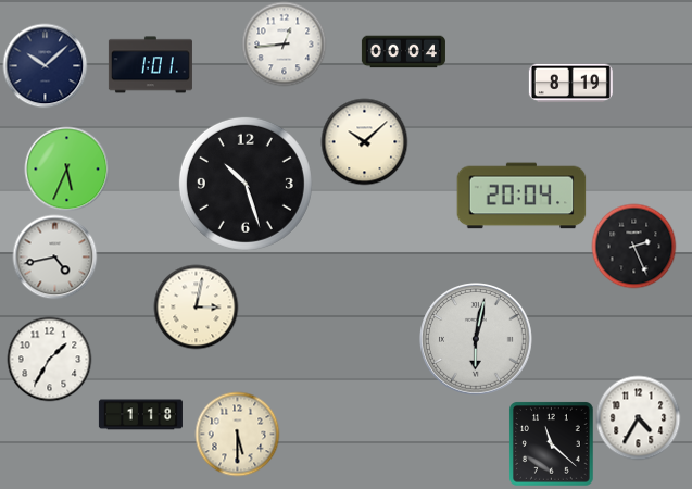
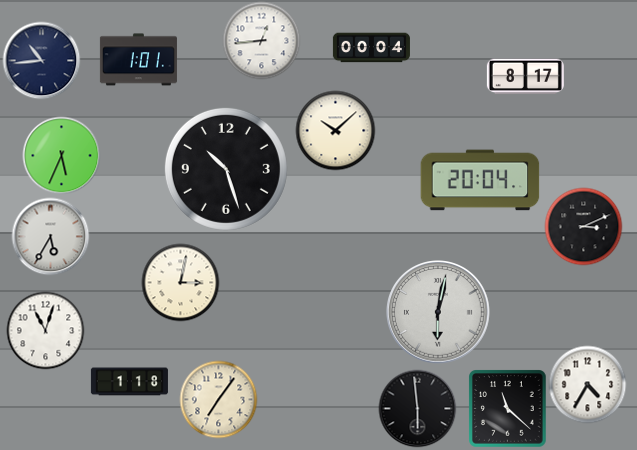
clock at (45, 65): 10:08 -> 10:44
clock at (570, 84): 8:19 -> 8:17
clock at (633, 246): 2:26 -> 3:11
clock at (54, 256): 4:43 -> 5:35
clock at (49, 359): 1:35 -> 11:03
clock at (237, 434): 5:30 -> 7:06
clock at (417, 408): none -> 5:59
